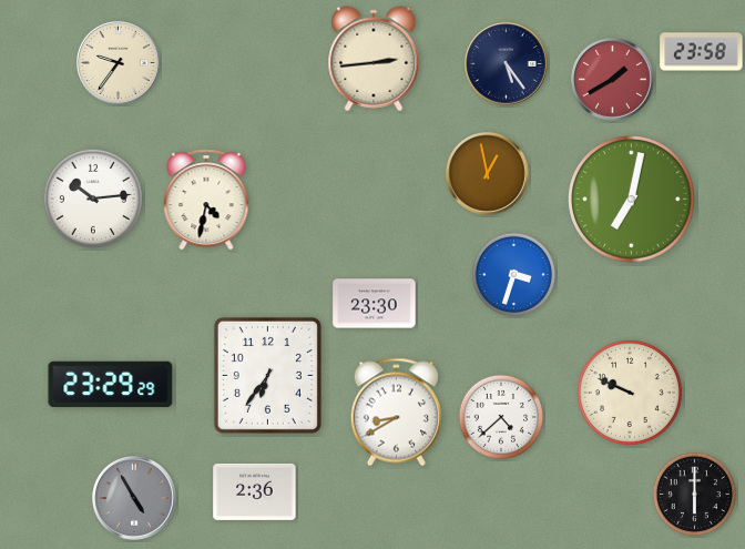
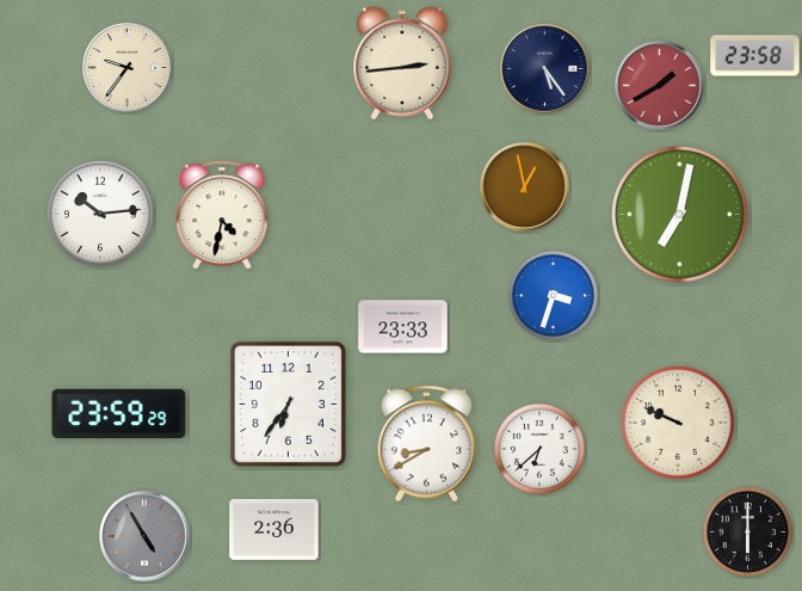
clock at (375, 304): 23:30 -> 23:33
clock at (111, 385): 23:29 -> 23:59
clock at (500, 416): 4:38 -> 6:38
